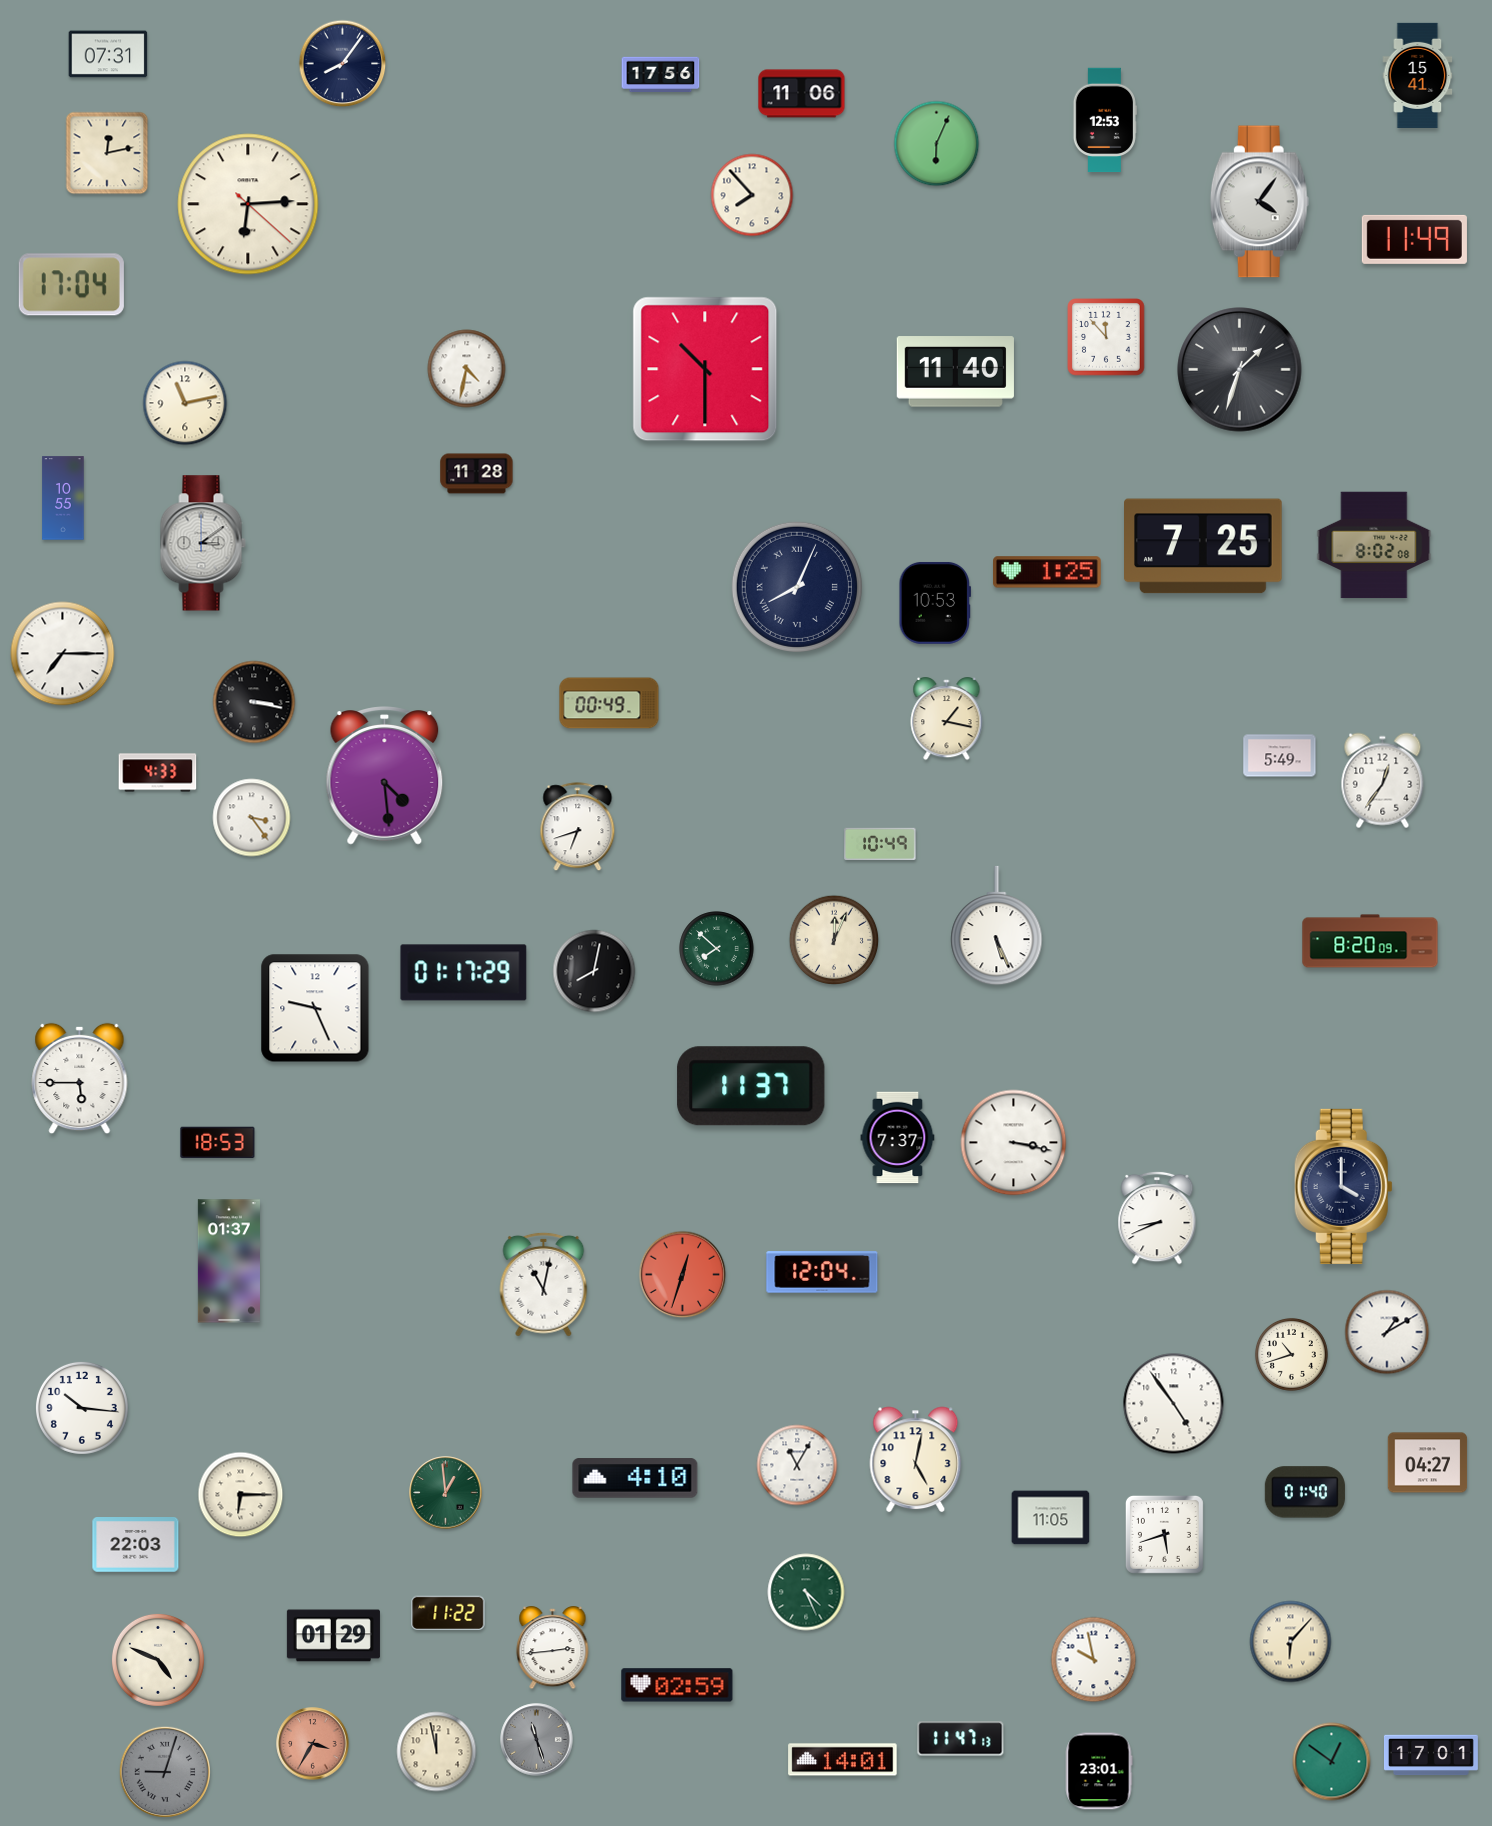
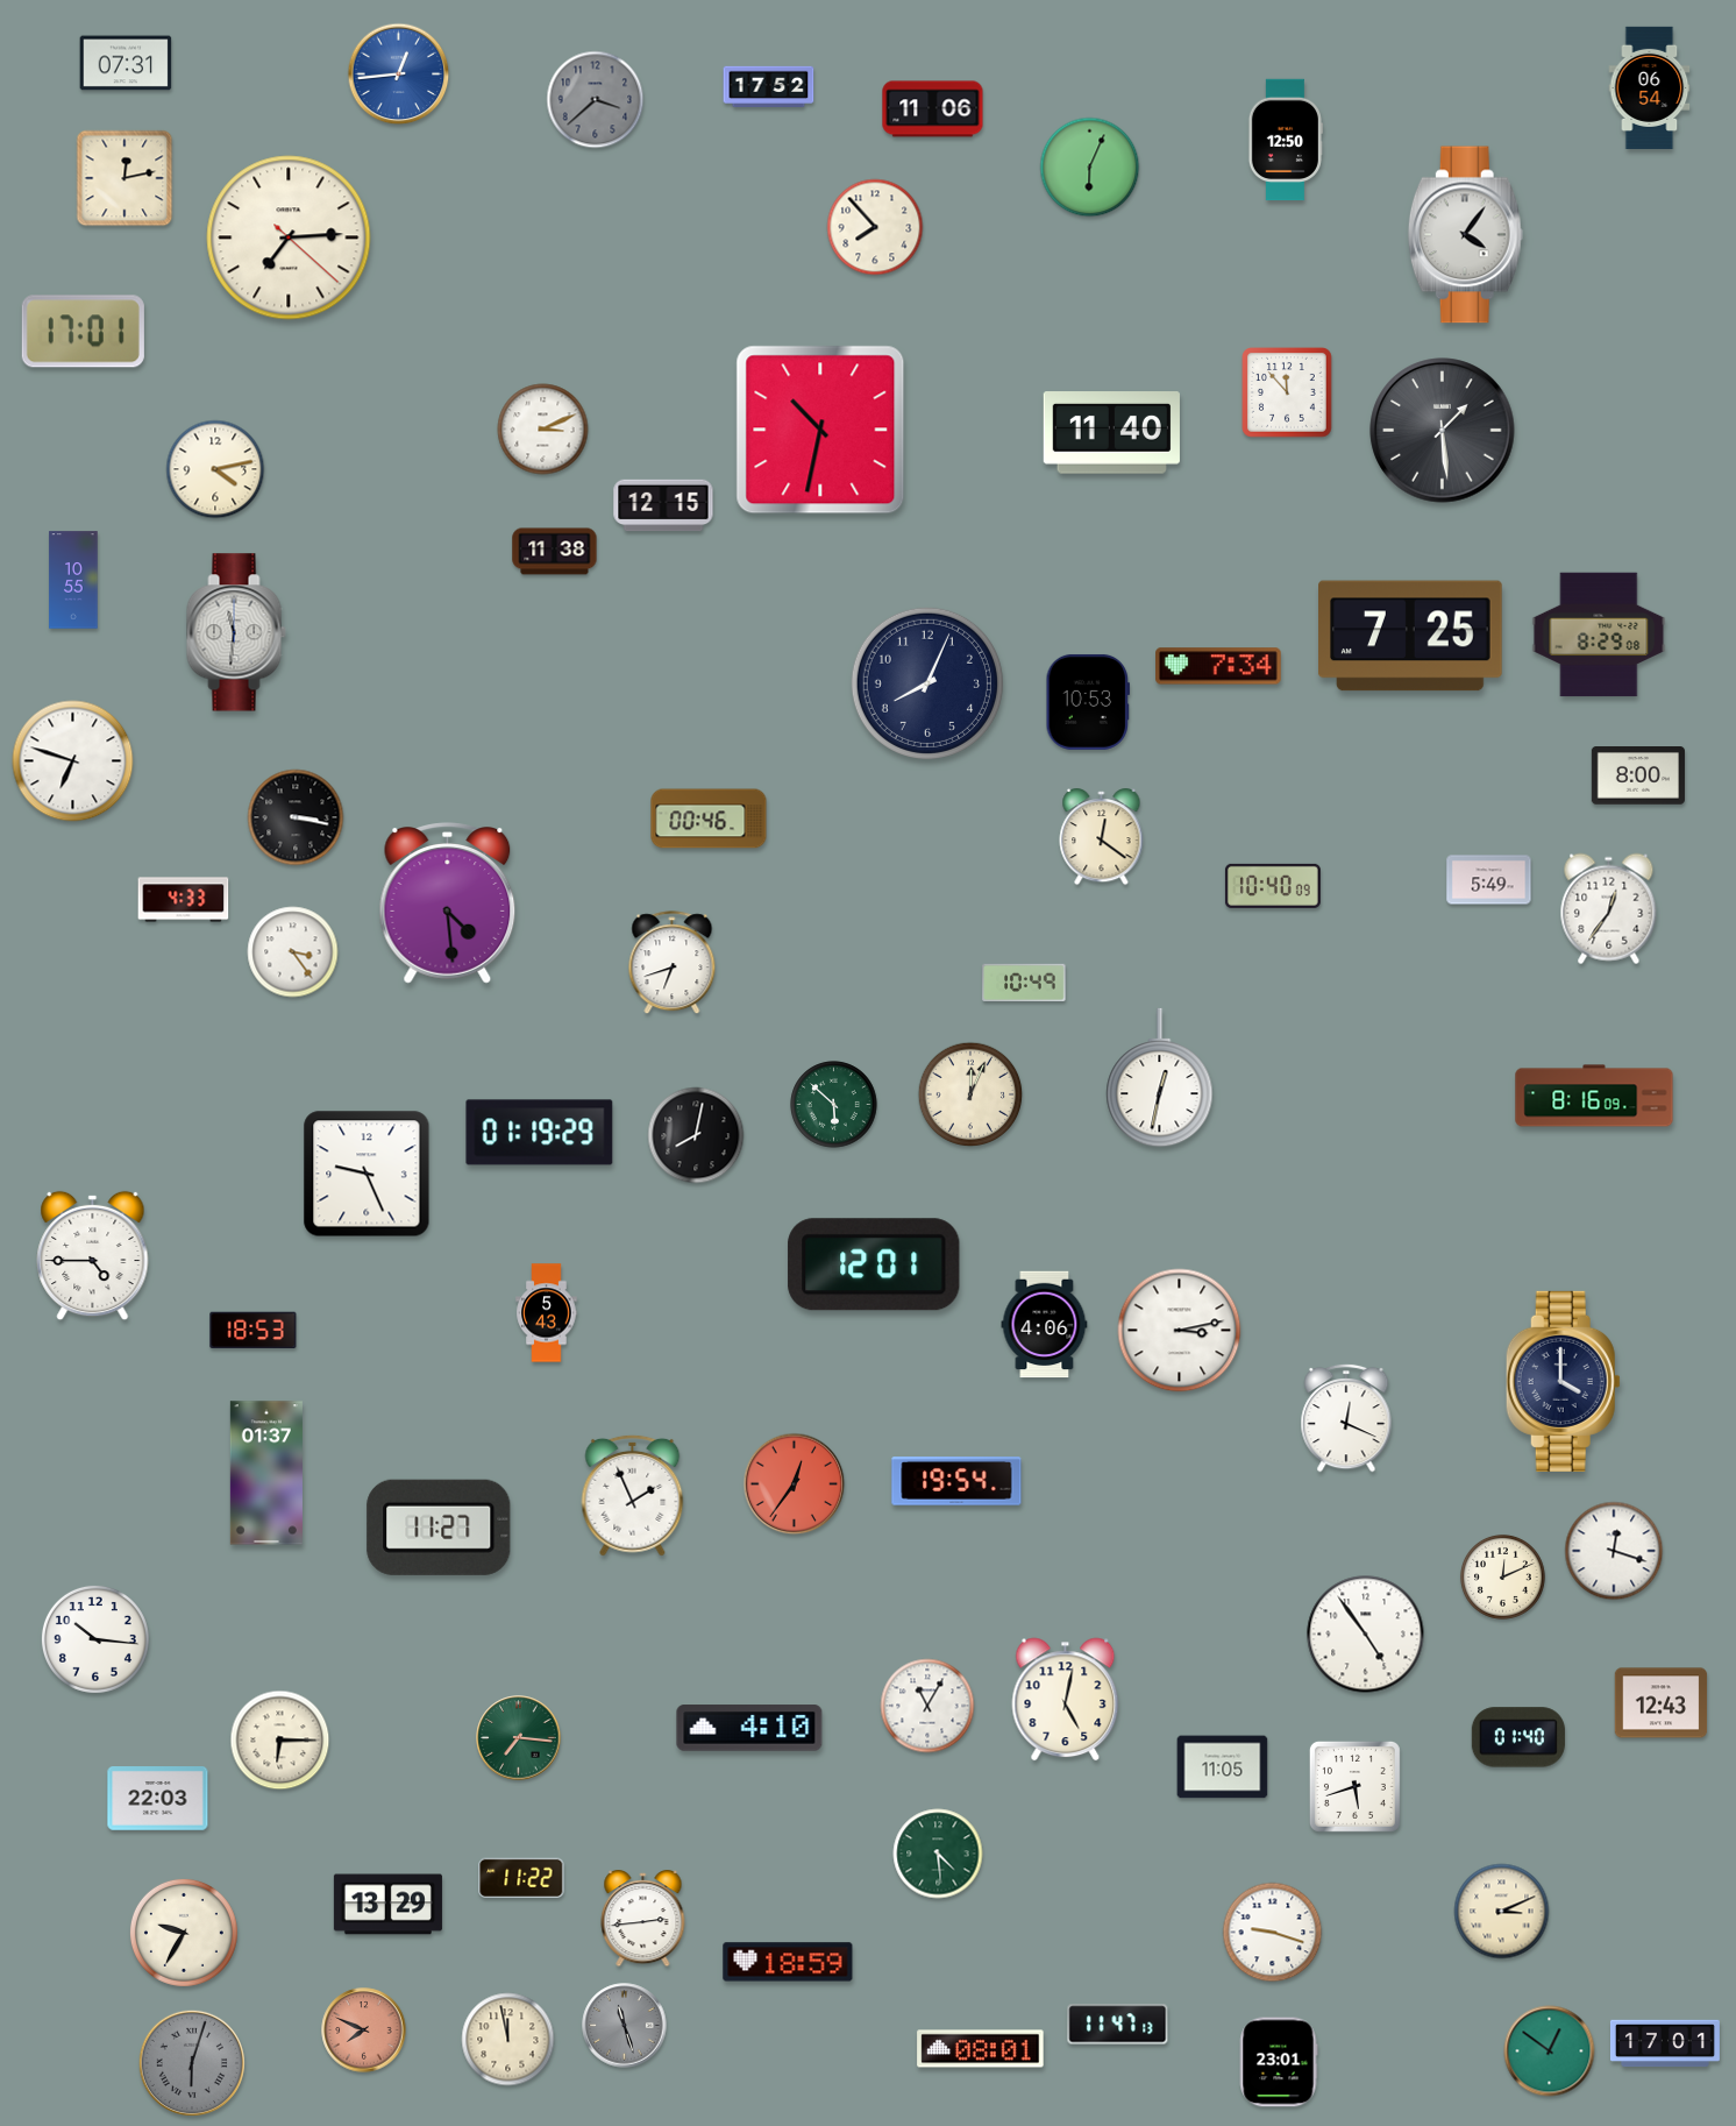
clock at (343, 64): 8:06 -> 12:44
clock at (343, 64) dial: navy -> blue
clock at (661, 75): 17:56 -> 17:52
clock at (1418, 75): 15:41 -> 06:54
clock at (596, 100): none -> 3:38
clock at (1105, 120): 12:53 -> 12:50
clock at (248, 204): 6:14 -> 7:14
clock at (1414, 239): 11:49 -> none
clock at (71, 285): 17:04 -> 17:01
clock at (467, 369): 4:32 -> 3:11
clock at (705, 369): 10:30 -> 10:32
clock at (1240, 370): 1:33 -> 1:29
clock at (185, 403): 11:13 -> 4:13
clock at (663, 505): none -> 12:15
clock at (477, 474): 11:28 -> 11:38
clock at (203, 543): 3:09 -> 11:31
clock at (1374, 545): 8:02 -> 8:29
clock at (1204, 546) position: (1204, 546) -> (1411, 636)
clock at (1047, 572): 1:25 -> 7:34
clock at (797, 587) numerals: Roman -> Arabic
clock at (63, 654): 7:15 -> 6:48
clock at (1638, 775): none -> 8:00
clock at (609, 703): 00:49 -> 00:46
clock at (947, 720): 1:17 -> 12:21
clock at (1273, 886): none -> 10:40
clock at (997, 926): 5:26 -> 12:32
clock at (1370, 941): 8:20 -> 8:16
clock at (717, 949): 7:52 -> 5:52
clock at (594, 971) position: (594, 971) -> (696, 1135)
clock at (464, 973): 01:17 -> 01:19
clock at (80, 1079): 5:45 -> 4:45
clock at (751, 1086): 11:37 -> 12:01
clock at (547, 1313): none -> 5:43
clock at (898, 1138): 7:37 -> 4:06
clock at (1014, 1143): 3:17 -> 3:13
clock at (1157, 1218): 8:41 -> 12:19
clock at (229, 1261) position: (229, 1261) -> (266, 1473)
clock at (822, 1272): 12:04 -> 19:54
clock at (683, 1275): 12:33 -> 12:36
clock at (544, 1284): 11:02 -> 1:56
clock at (439, 1528): none -> 11:27
clock at (1387, 1332): 1:10 -> 12:18
clock at (1291, 1354): 10:42 -> 12:11
clock at (1428, 1463): 04:27 -> 12:43
clock at (635, 1478) position: (635, 1478) -> (749, 1728)
clock at (446, 1493): 12:59 -> 7:16
clock at (806, 1592): 4:26 -> 4:29
clock at (333, 1636): 01:29 -> 13:29
clock at (1291, 1642): 6:07 -> 3:11
clock at (158, 1660): 4:49 -> 9:35
clock at (1094, 1660): 9:58 -> 9:18
clock at (677, 1685): 02:59 -> 18:59
clock at (313, 1744): 3:35 -> 7:49
clock at (843, 1760): 14:01 -> 08:01
clock at (165, 1772): 9:03 -> 6:03
